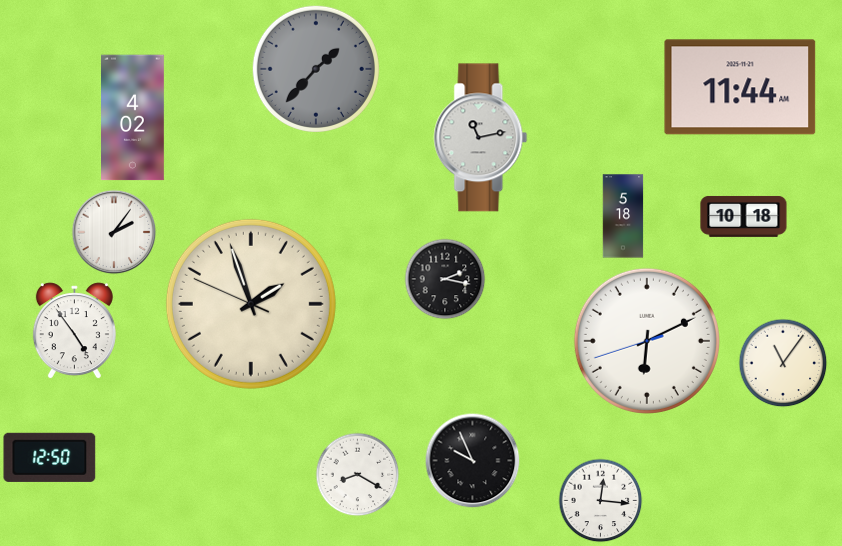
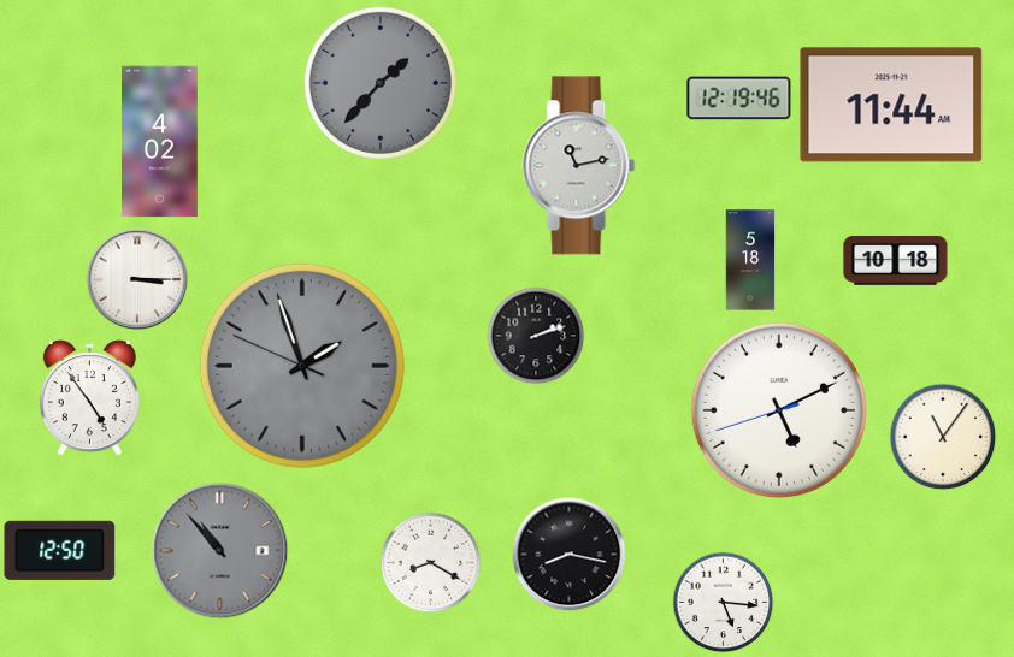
clock at (739, 99): none -> 12:19
clock at (114, 232): 2:06 -> 3:15
clock at (445, 279): 2:17 -> 2:12
clock at (251, 304) dial: cream -> grey
clock at (647, 341): 6:10 -> 5:10
clock at (220, 551): none -> 10:53
clock at (473, 461): 9:56 -> 8:17
clock at (358, 475) position: (358, 475) -> (431, 563)
clock at (601, 501): 12:16 -> 5:16
